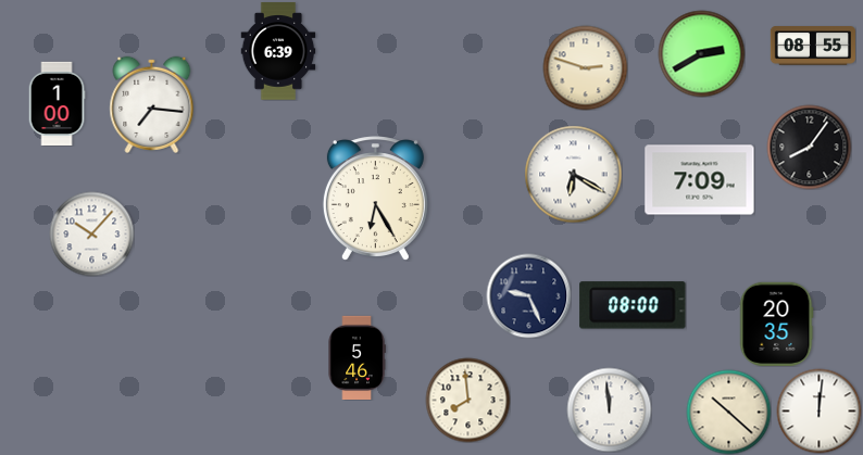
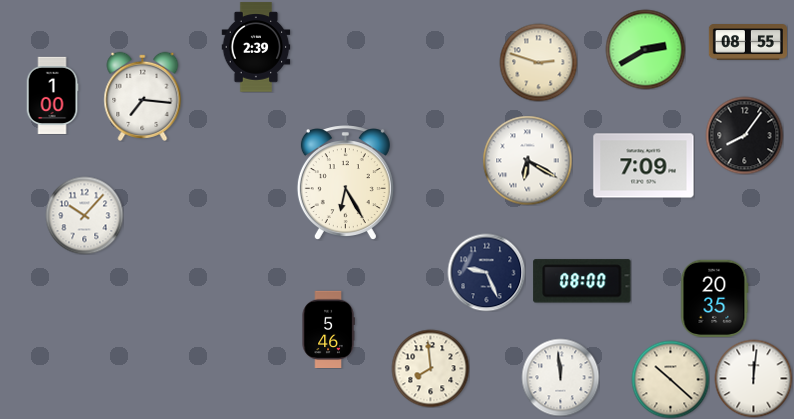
clock at (278, 51): 6:39 -> 2:39
clock at (152, 104) position: (152, 104) -> (143, 96)
